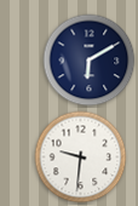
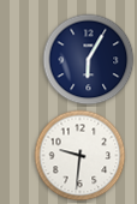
clock at (90, 61): 6:10 -> 6:05
